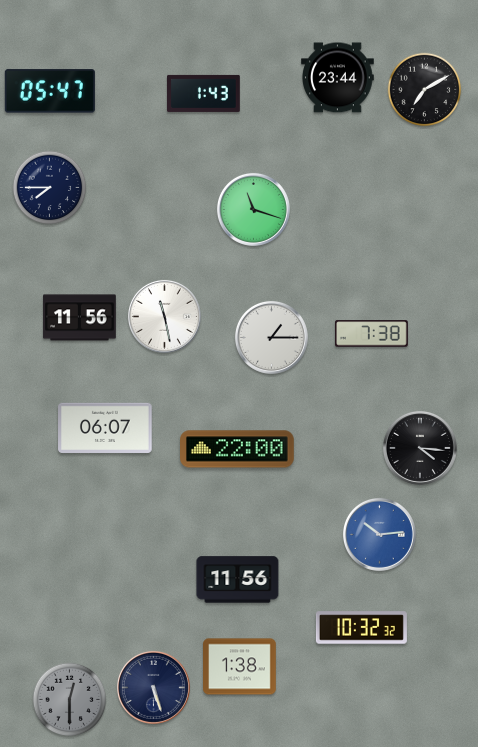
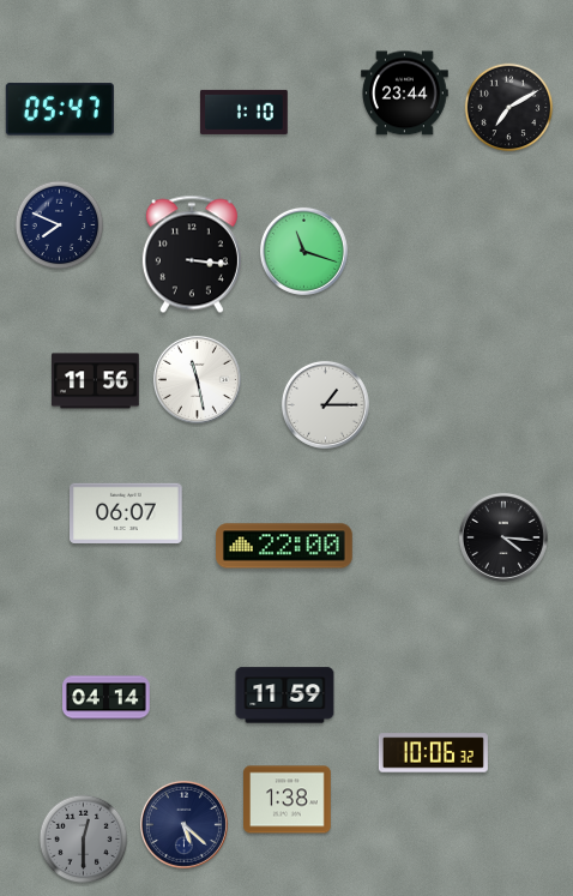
clock at (204, 93): 1:43 -> 1:10
clock at (50, 188): 7:45 -> 7:49
clock at (192, 254): none -> 3:16
clock at (372, 334): 7:38 -> none
clock at (237, 449) position: (237, 449) -> (284, 546)
clock at (379, 534): 10:14 -> none
clock at (238, 580): 11:56 -> 11:59
clock at (107, 698): none -> 04:14
clock at (361, 628): 10:32 -> 10:06
clock at (153, 687): 5:27 -> 5:22
